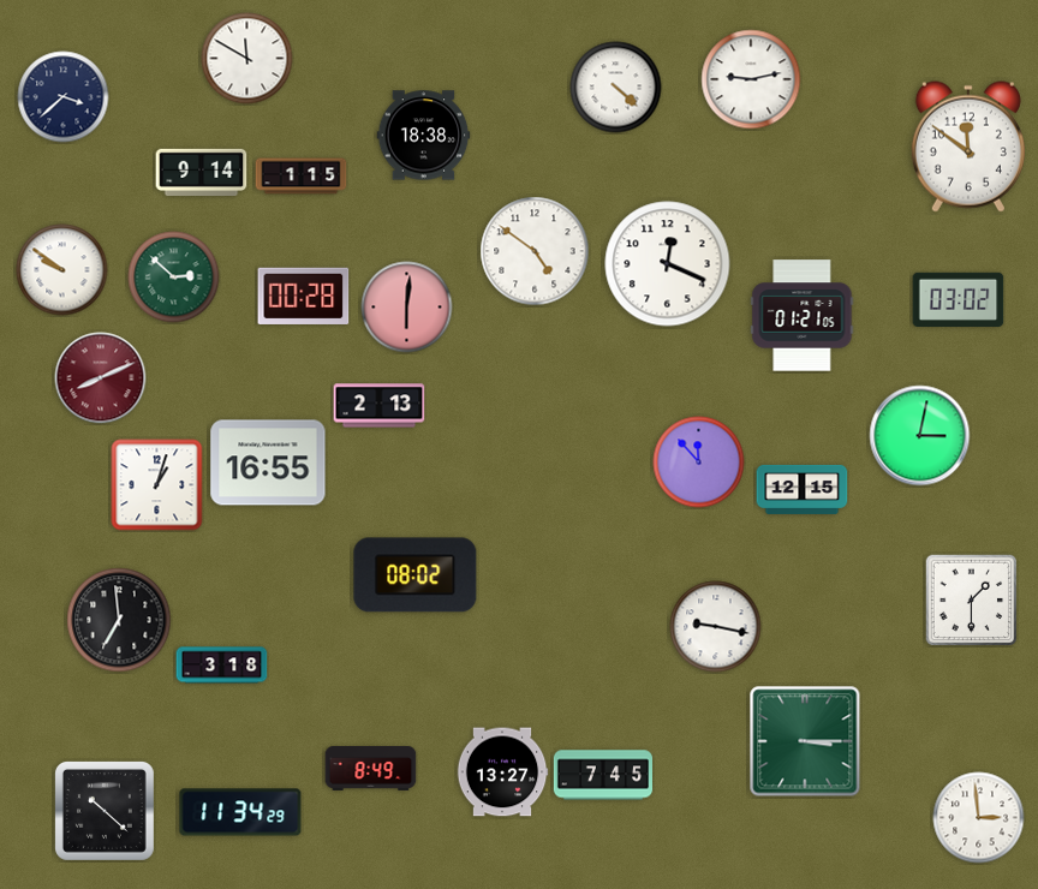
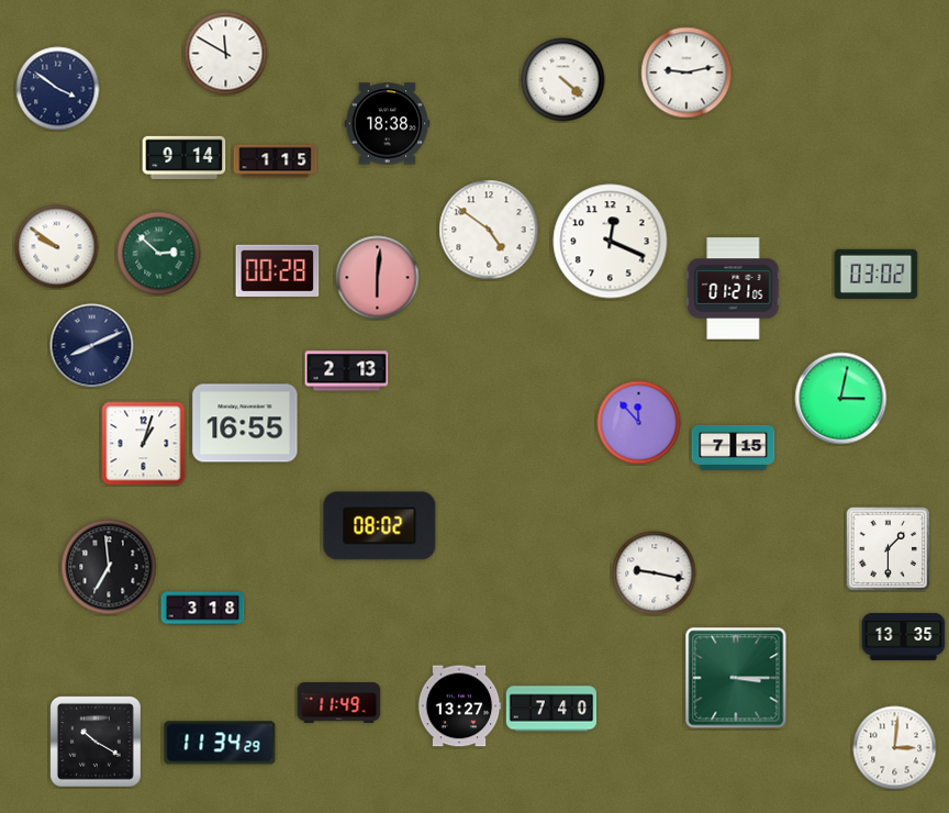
clock at (64, 97): 3:38 -> 3:51
clock at (968, 147): 11:51 -> none
clock at (407, 308) position: (407, 308) -> (378, 278)
clock at (101, 378) dial: burgundy -> navy
clock at (803, 489): 12:15 -> 7:15
clock at (904, 636): none -> 13:35
clock at (371, 769): 8:49 -> 11:49
clock at (602, 775): 7:45 -> 7:40
clock at (105, 811): 10:22 -> 10:20
clock at (979, 818): 2:59 -> 3:01
